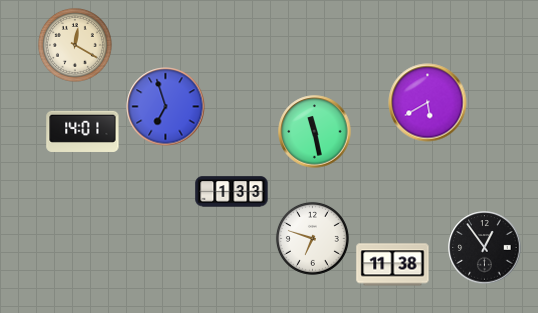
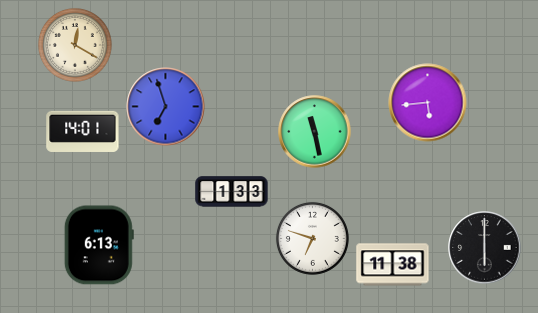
clock at (428, 103): 5:40 -> 5:44
clock at (99, 245): none -> 6:13
clock at (485, 248): 12:54 -> 6:00
